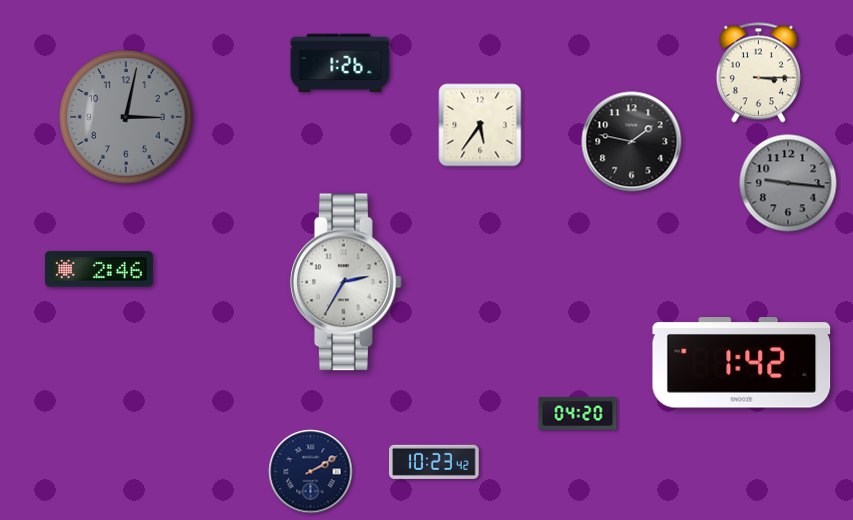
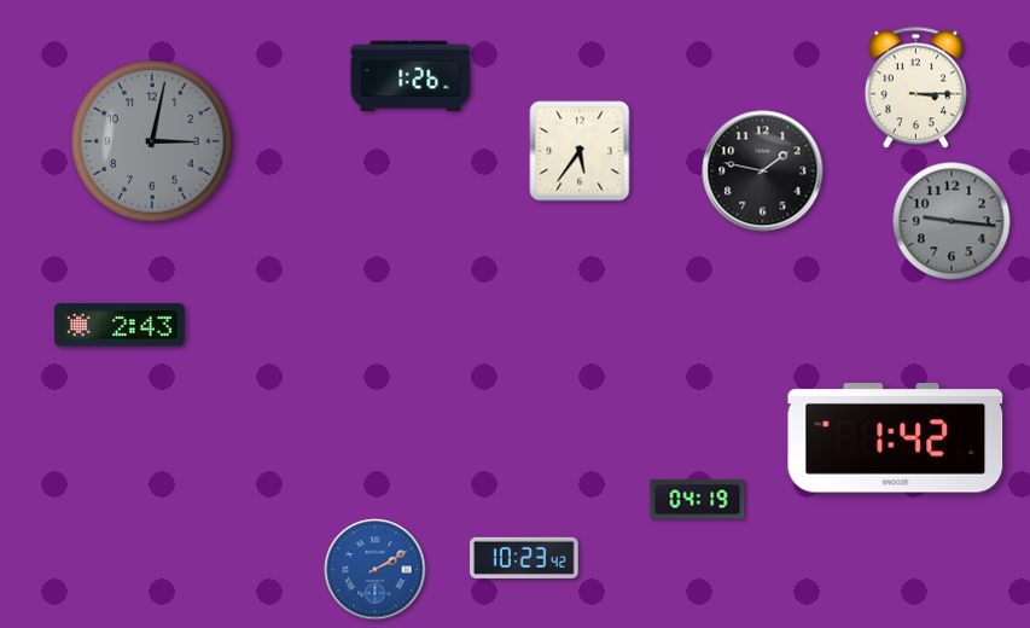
clock at (99, 269): 2:46 -> 2:43
clock at (347, 282): 2:35 -> none
clock at (578, 414): 04:20 -> 04:19
clock at (311, 472) dial: navy -> blue
